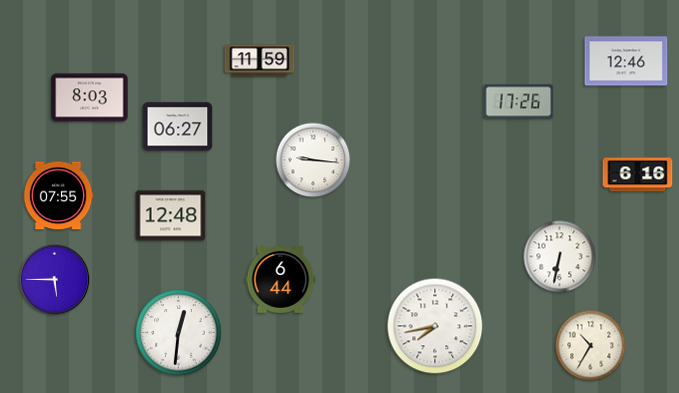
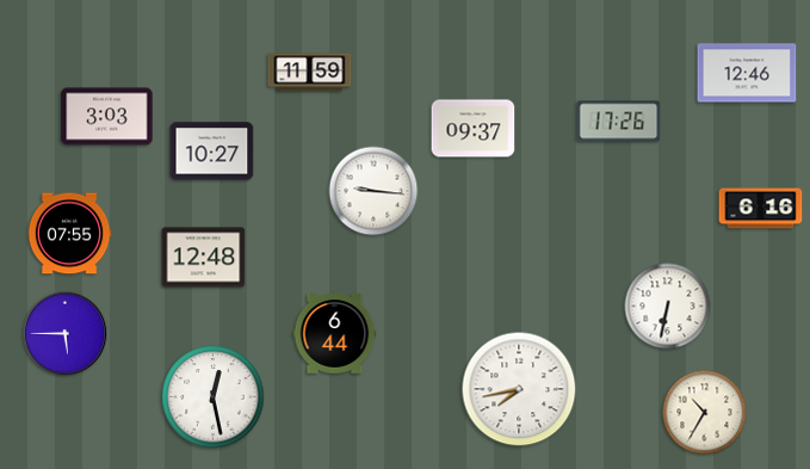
clock at (90, 98): 8:03 -> 3:03
clock at (474, 129): none -> 09:37
clock at (178, 127): 06:27 -> 10:27
clock at (179, 333): 12:31 -> 12:28
